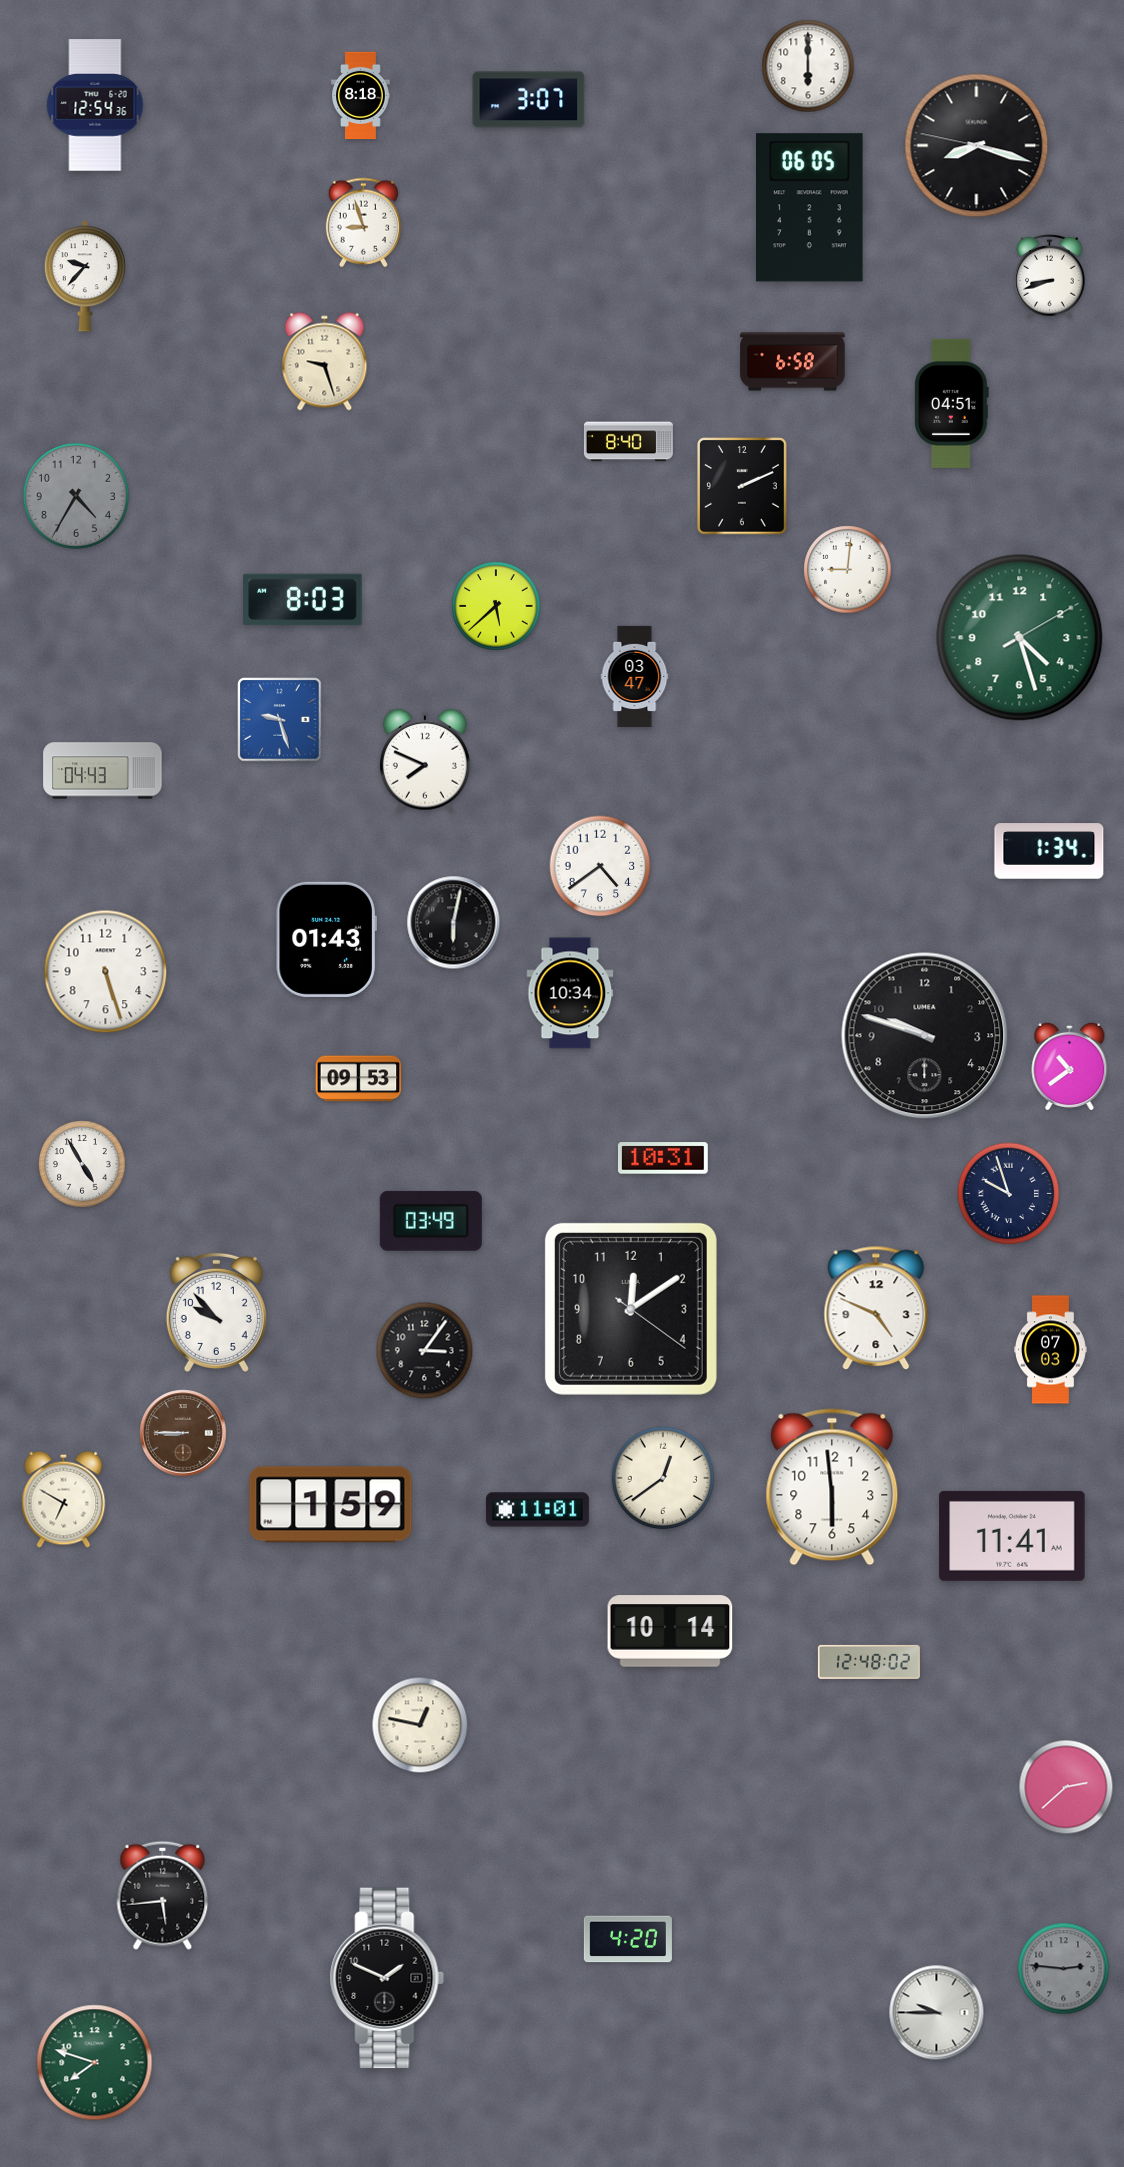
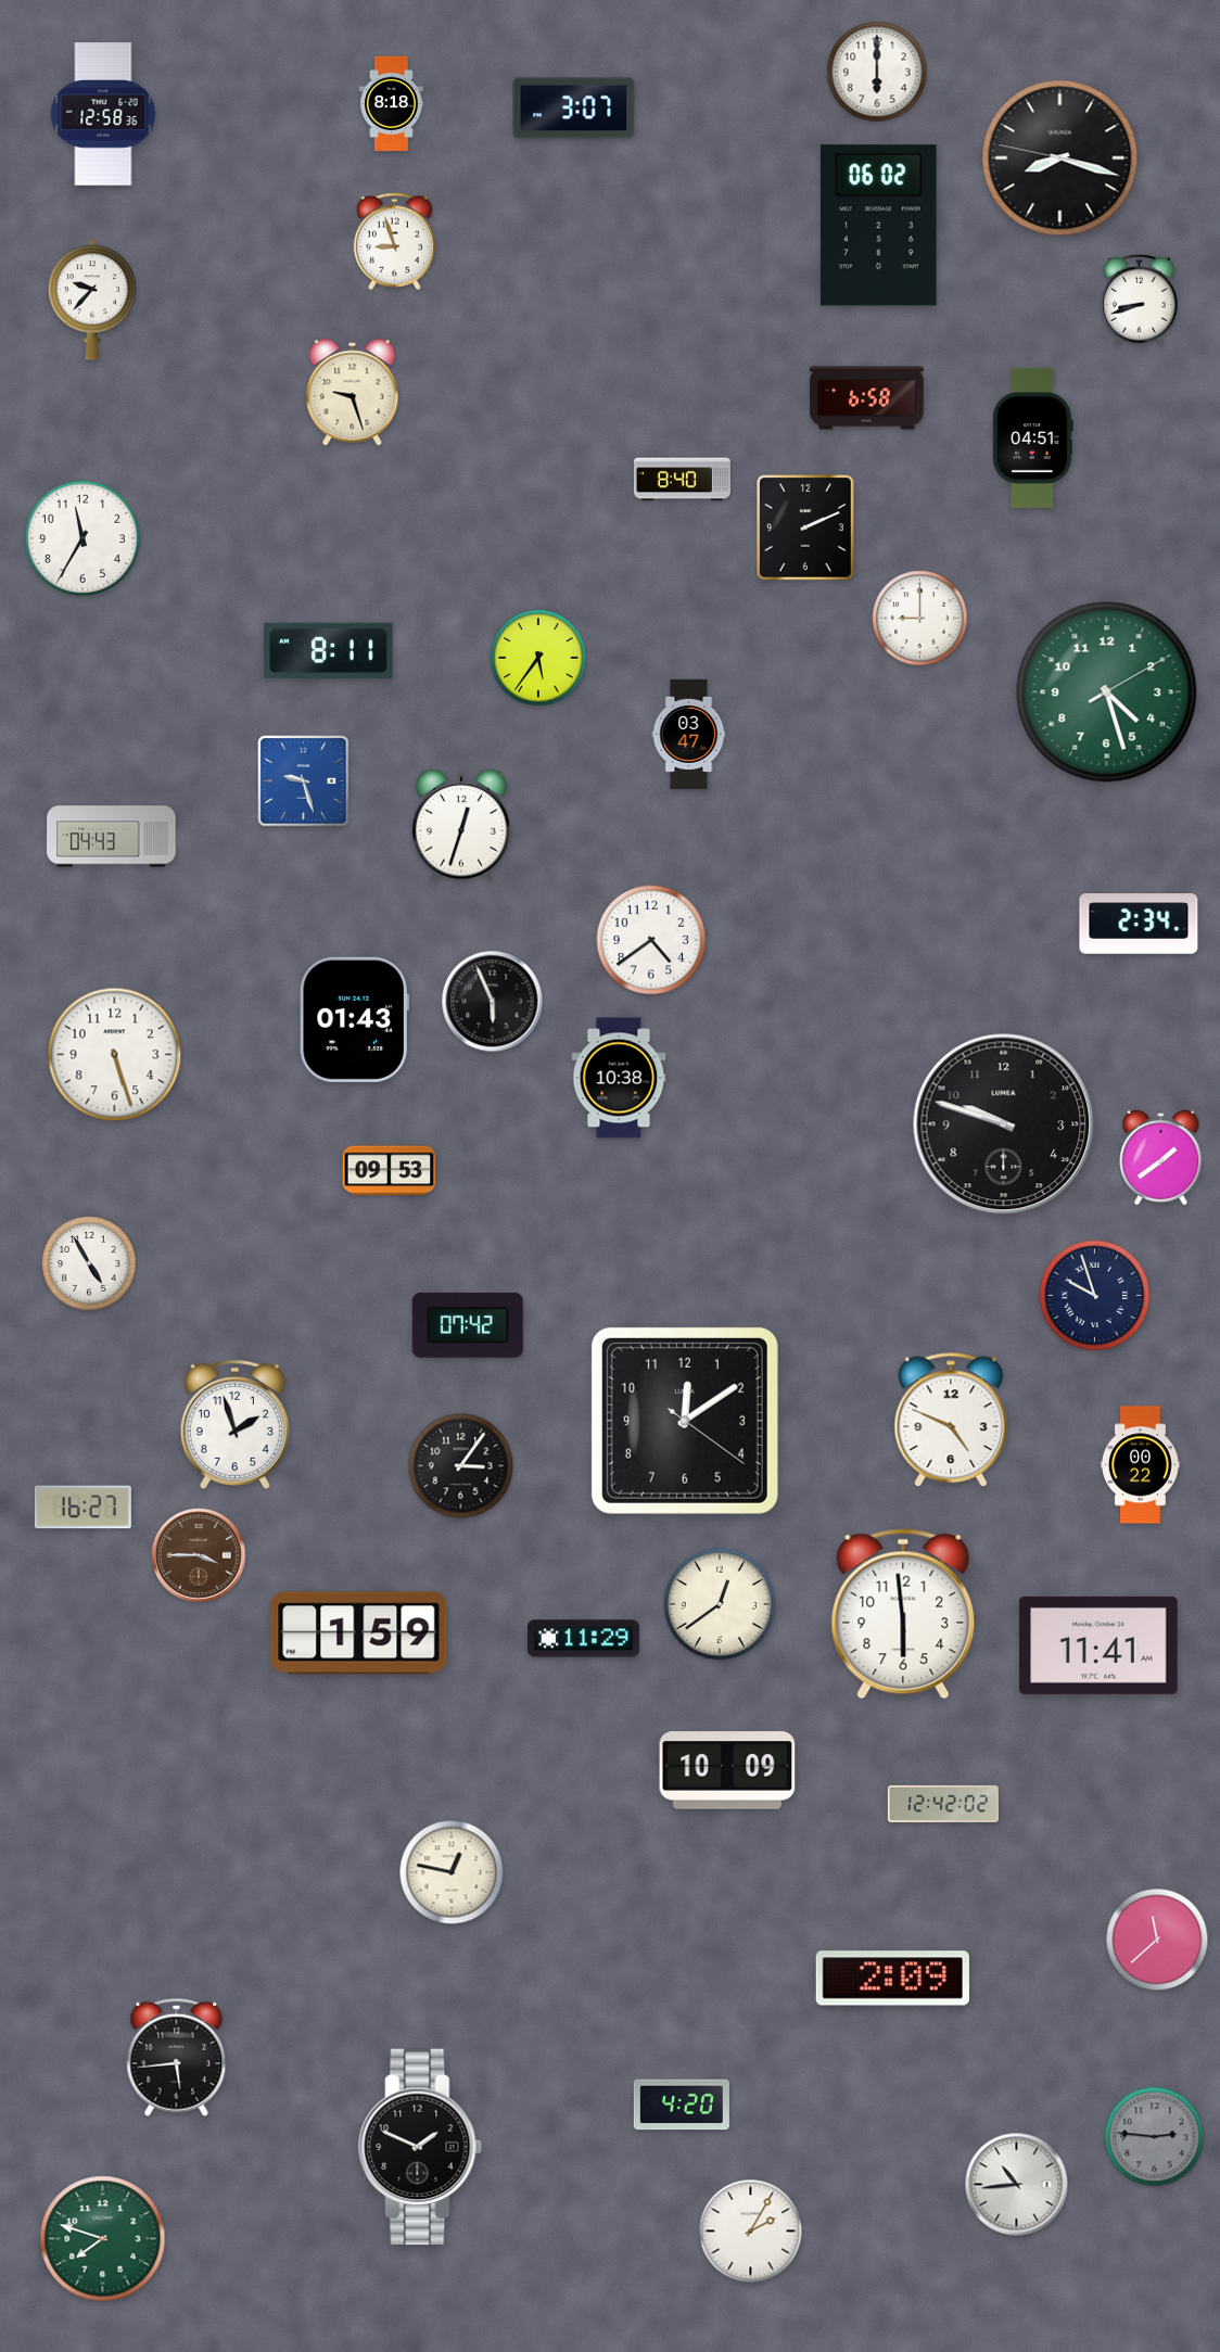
clock at (95, 105): 12:54 -> 12:58
clock at (810, 208): 06:05 -> 06:02
clock at (793, 362) position: (793, 362) -> (867, 398)
clock at (76, 496): 4:35 -> 11:35
clock at (76, 496) dial: grey -> white
clock at (848, 570): 9:01 -> 9:00
clock at (303, 600): 8:03 -> 8:11
clock at (496, 606): 5:38 -> 5:36
clock at (425, 761): 7:49 -> 12:33
clock at (1049, 851): 1:34 -> 2:34
clock at (454, 923): 6:02 -> 5:56
clock at (570, 993): 10:34 -> 10:38
clock at (1070, 1065): 10:39 -> 1:39
clock at (663, 1158): 10:31 -> none
clock at (431, 1221): 03:49 -> 07:42
clock at (216, 1312): 9:53 -> 1:57
clock at (1051, 1350): 07:03 -> 00:22
clock at (82, 1508): none -> 16:27
clock at (183, 1433): 8:45 -> 3:45
clock at (64, 1499): 6:50 -> none
clock at (537, 1510): 11:01 -> 11:29
clock at (1012, 1536) position: (1012, 1536) -> (1098, 1645)
clock at (670, 1631): 10:14 -> 10:09
clock at (869, 1662): 12:48 -> 12:42
clock at (420, 1725) position: (420, 1725) -> (452, 1872)
clock at (1066, 1787): 2:38 -> 11:38
clock at (892, 1979): none -> 2:09
clock at (937, 2013): 9:45 -> 10:44
clock at (751, 2232): none -> 2:05
